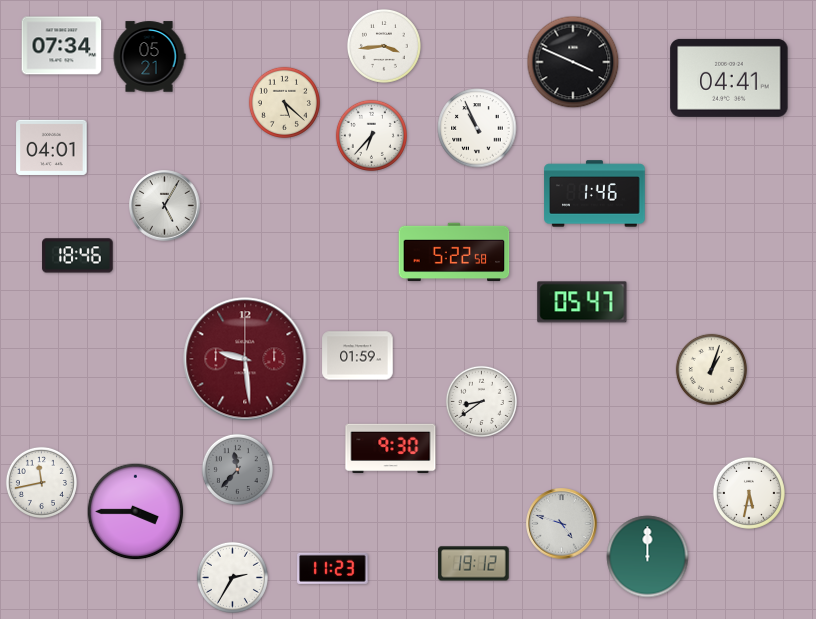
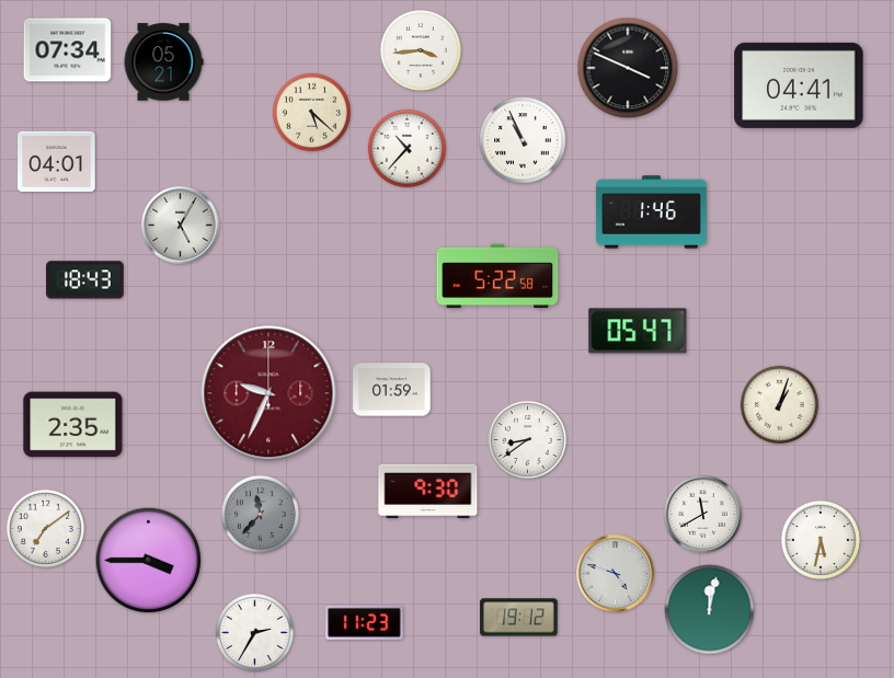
clock at (371, 135): 6:37 -> 10:37
clock at (78, 256): 18:46 -> 18:43
clock at (245, 359): 9:29 -> 9:34
clock at (73, 425): none -> 2:35
clock at (703, 515): none -> 11:40
clock at (41, 482): 11:43 -> 7:09
clock at (648, 557): 12:00 -> 12:02
